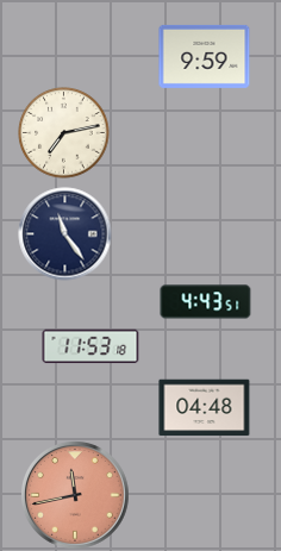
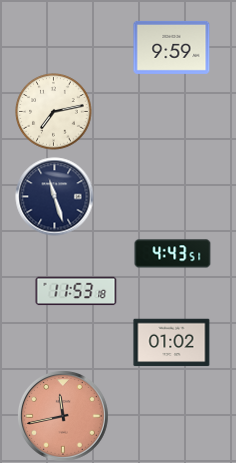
clock at (65, 234): 11:24 -> 11:27
clock at (205, 408): 04:48 -> 01:02
